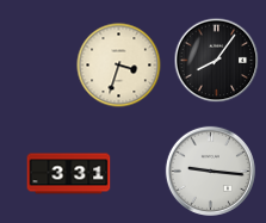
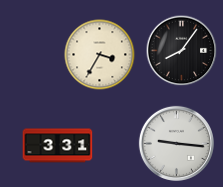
clock at (119, 66): 3:33 -> 3:35
